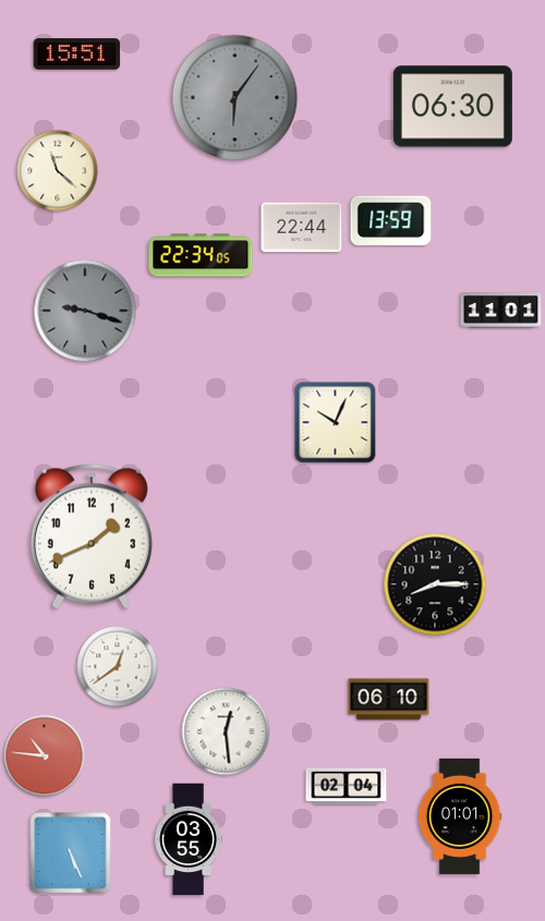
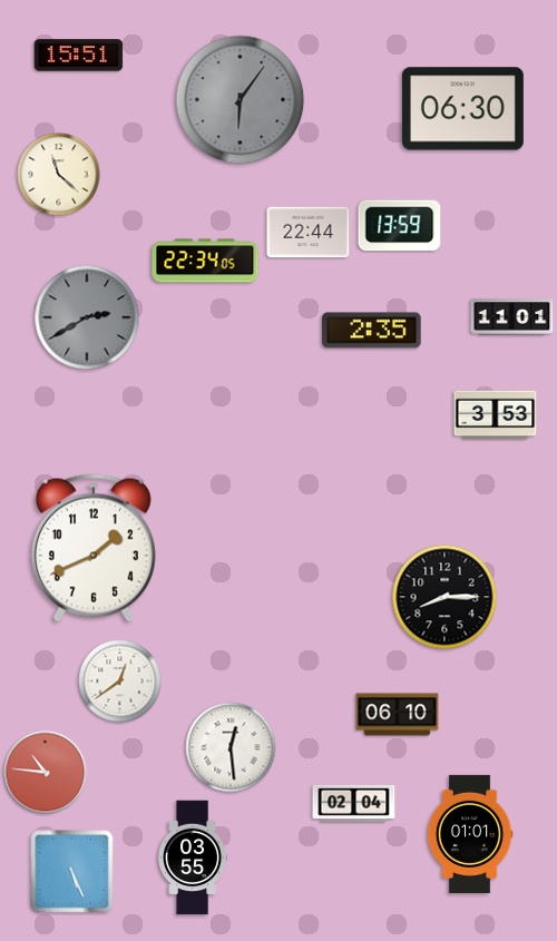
clock at (85, 311): 9:18 -> 2:40
clock at (372, 331): none -> 2:35
clock at (496, 415): none -> 3:53
clock at (336, 423): 10:04 -> none
